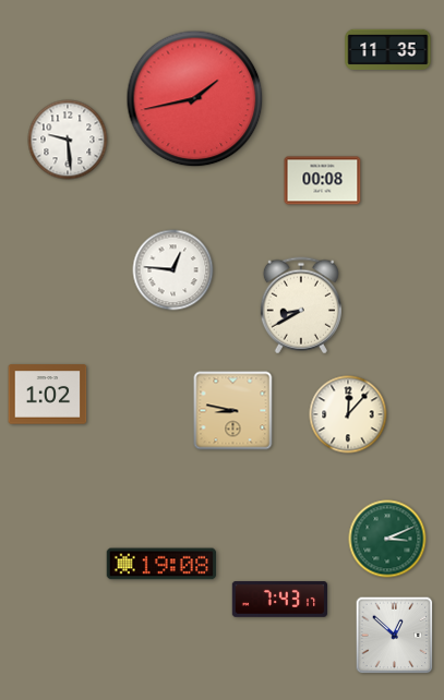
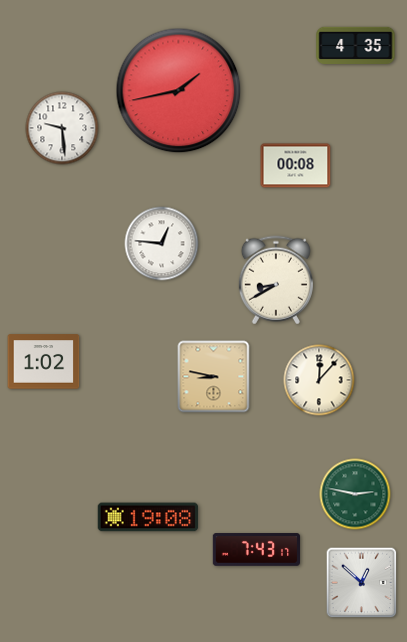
clock at (388, 50): 11:35 -> 4:35
clock at (173, 270) position: (173, 270) -> (162, 244)
clock at (387, 539): 3:11 -> 2:47
